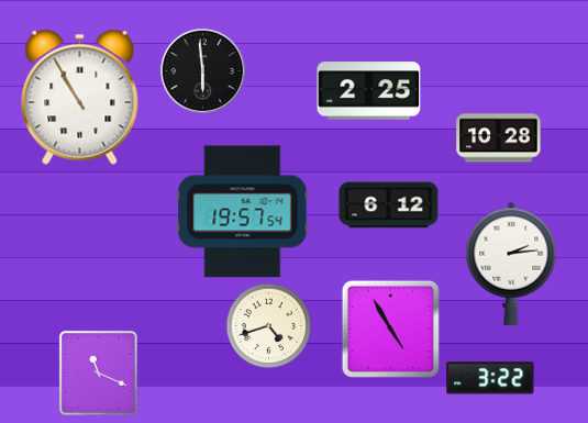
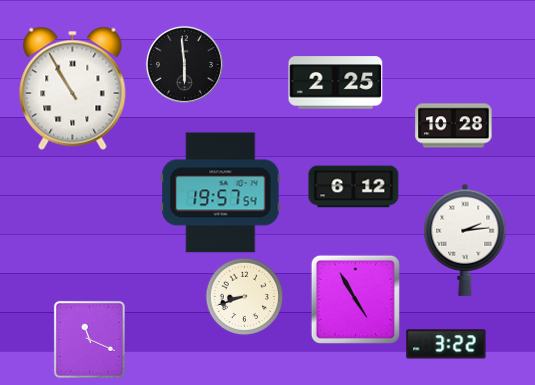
clock at (268, 325): 4:42 -> 8:42
